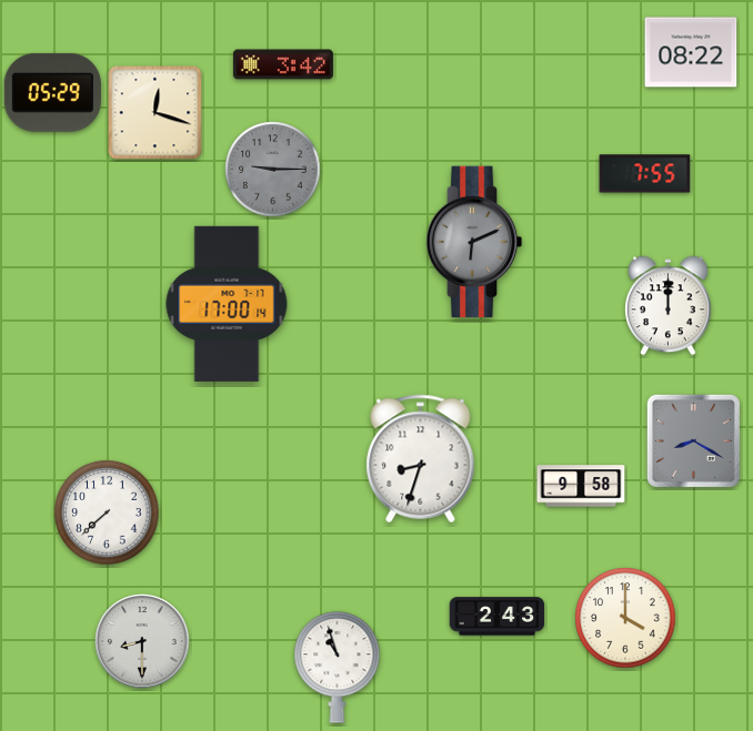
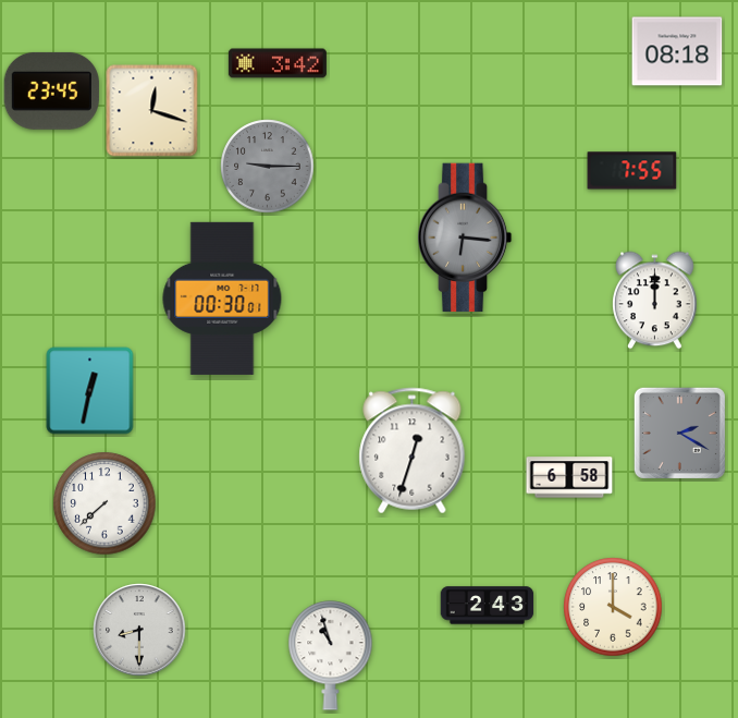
clock at (691, 52): 08:22 -> 08:18
clock at (52, 92): 05:29 -> 23:45
clock at (474, 242): 6:11 -> 6:16
clock at (227, 304): 17:00 -> 00:30
clock at (90, 391): none -> 12:32
clock at (693, 440): 8:20 -> 2:20
clock at (421, 459): 8:33 -> 12:33
clock at (581, 486): 9:58 -> 6:58
